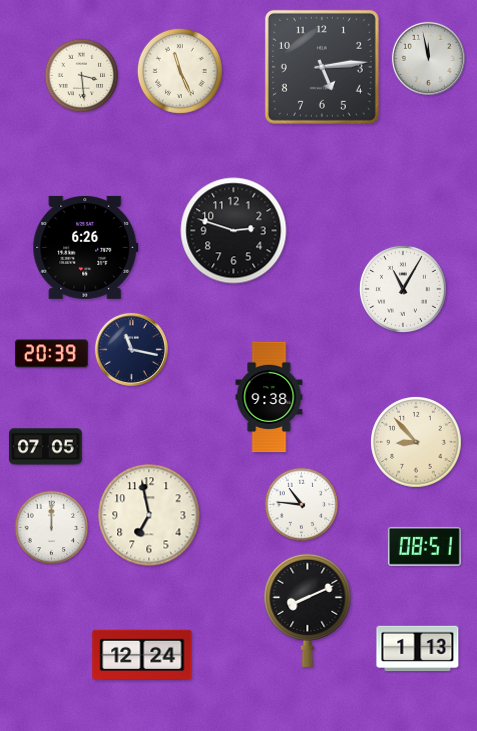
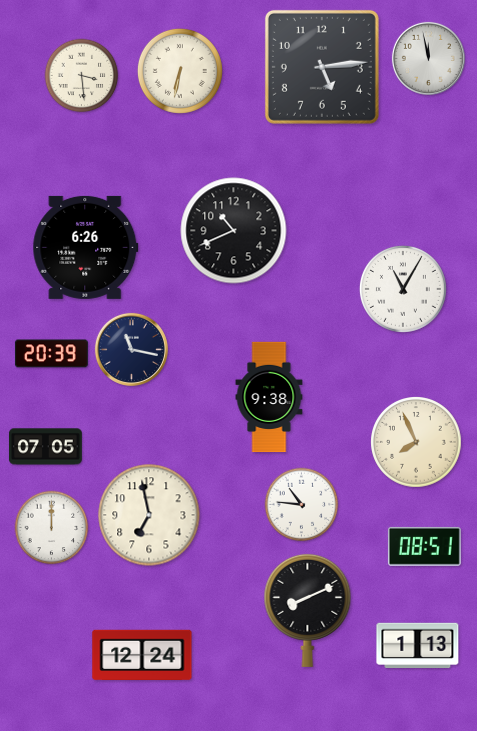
clock at (180, 71): 11:26 -> 6:32
clock at (234, 231): 2:48 -> 10:41
clock at (417, 443): 8:53 -> 7:56
clock at (418, 649) position: (418, 649) -> (418, 646)
